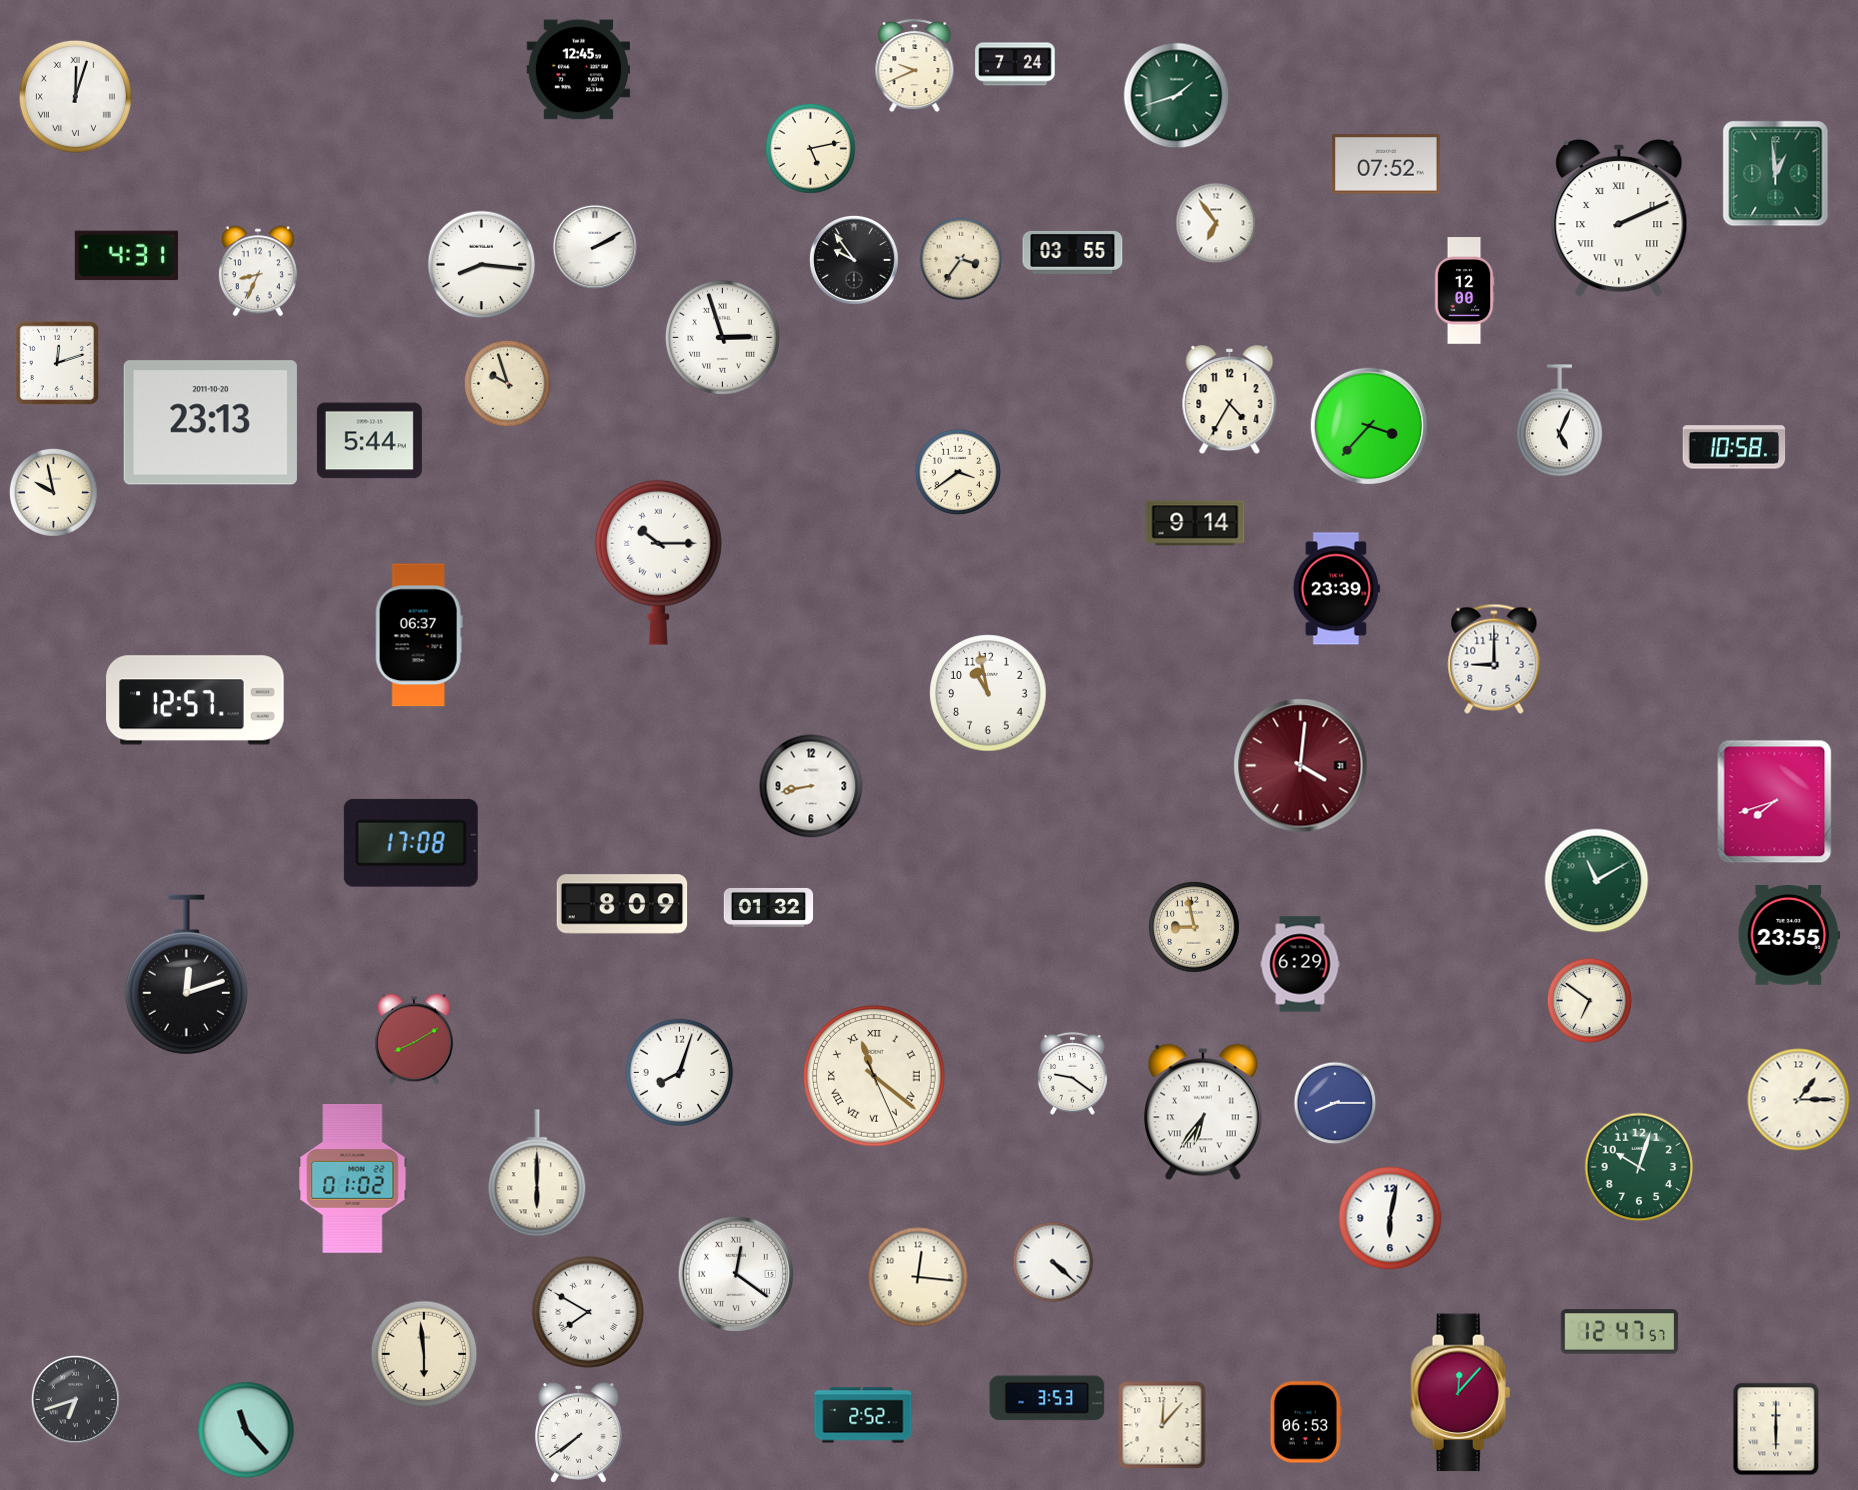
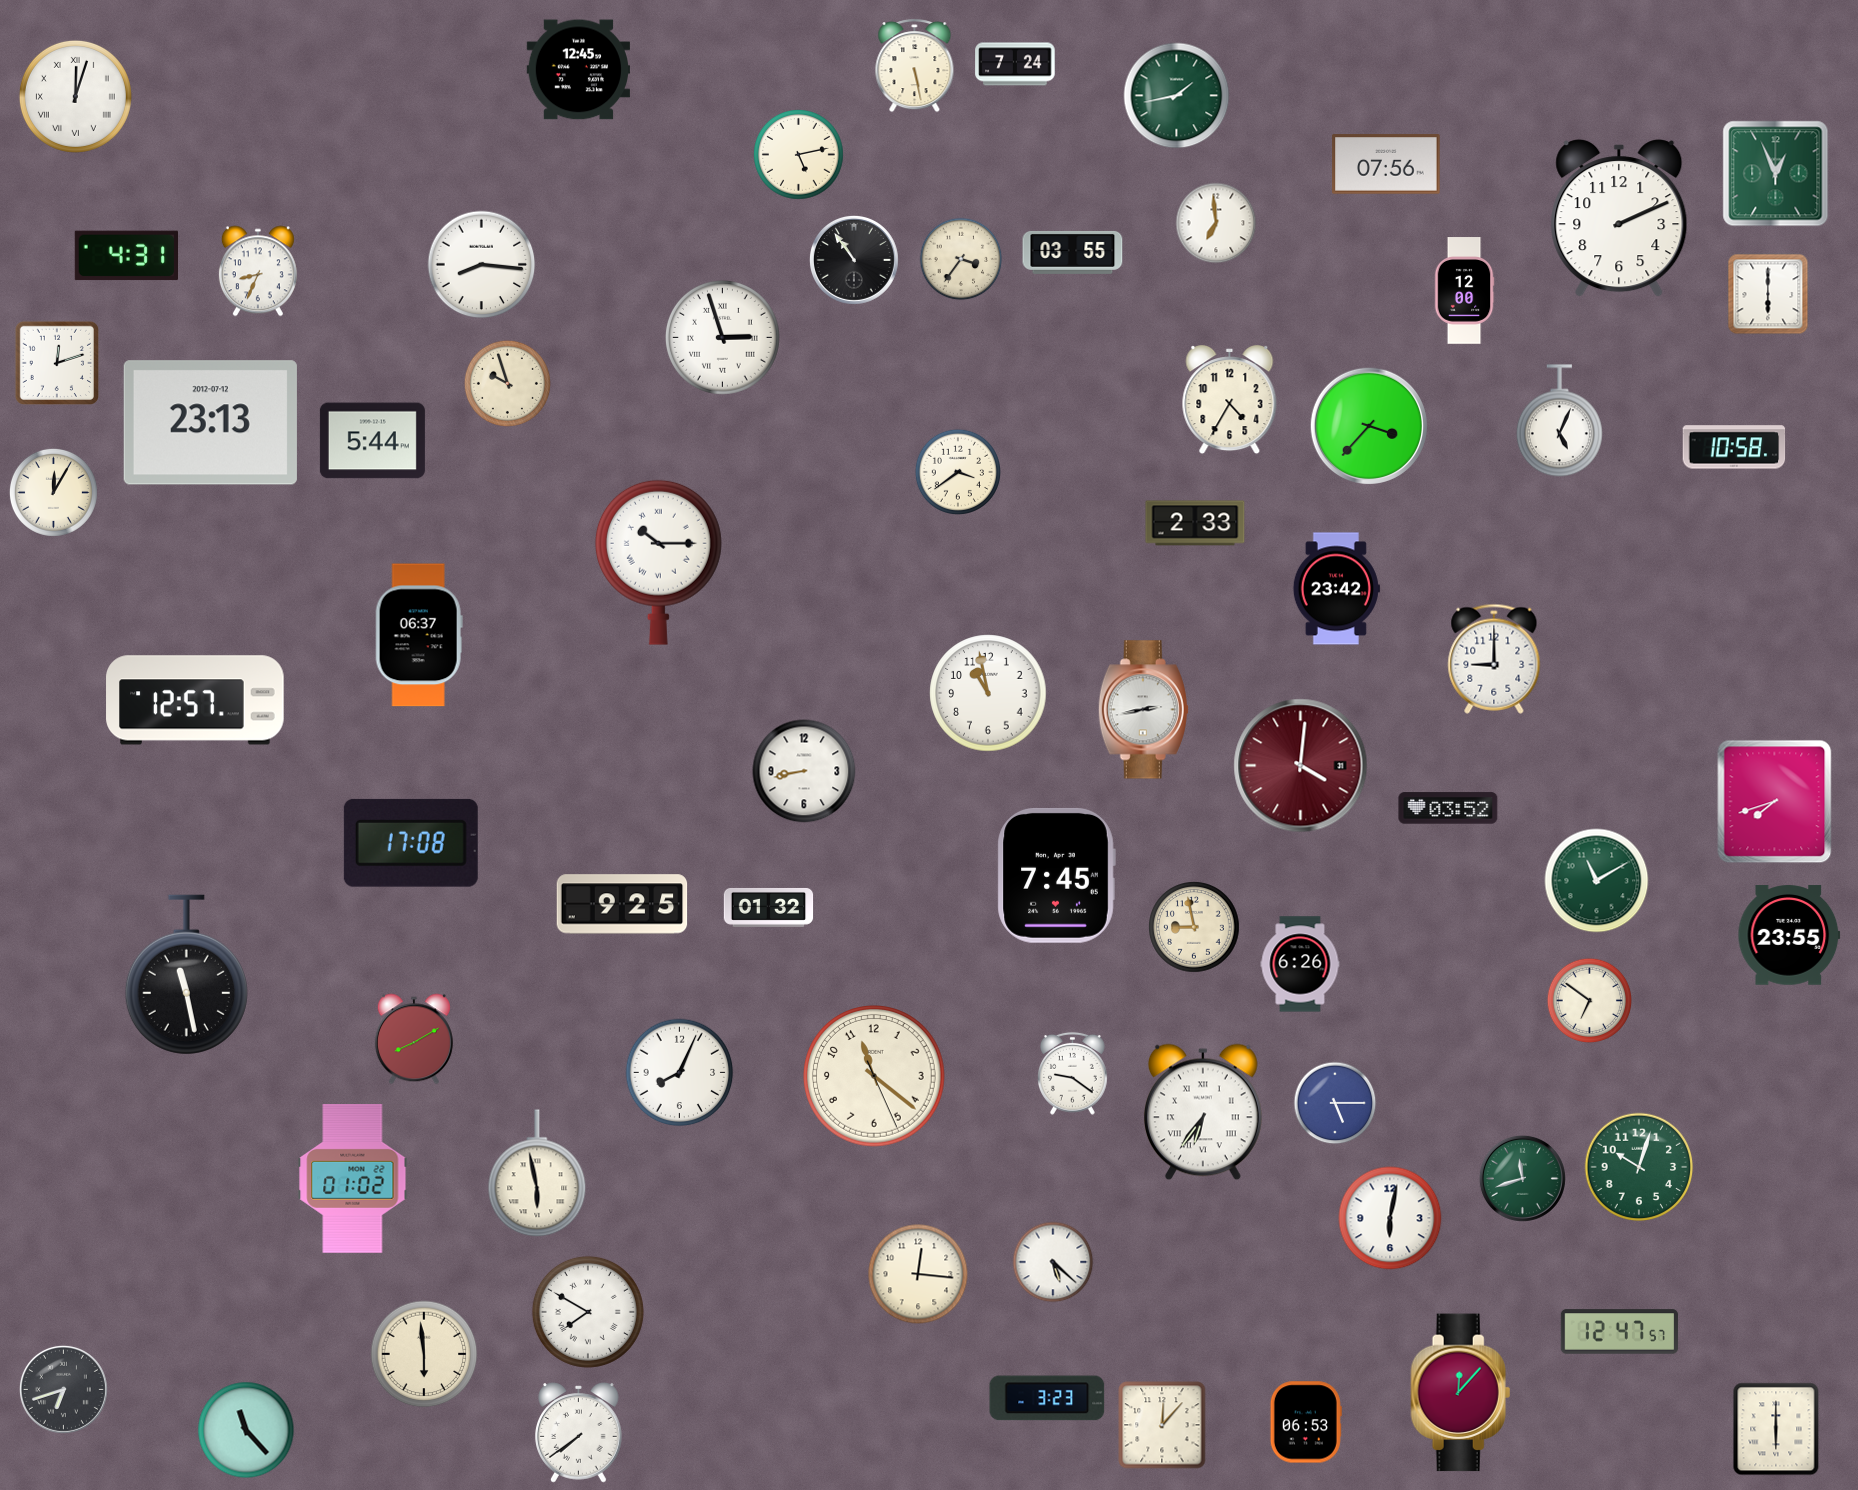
clock at (915, 66): 9:41 -> 5:28
clock at (1177, 96): 1:42 -> 1:43
clock at (811, 149) position: (811, 149) -> (799, 155)
clock at (1386, 164): 07:52 -> 07:56
clock at (1776, 174): 12:59 -> 12:56
clock at (1619, 218) numerals: Roman -> Arabic
clock at (1216, 223): 6:54 -> 6:59
clock at (594, 246): 2:10 -> none
clock at (854, 260): 9:54 -> 10:54
clock at (1768, 294): none -> 6:00
clock at (210, 423) date: 2011-10-20 -> 2012-07-12
clock at (369, 441) position: (369, 441) -> (372, 441)
clock at (53, 492): 9:58 -> 12:05
clock at (1195, 523): 9:14 -> 2:33
clock at (1336, 589): 23:39 -> 23:42
clock at (1143, 710): none -> 2:43
clock at (811, 786) position: (811, 786) -> (804, 771)
clock at (1448, 808): none -> 03:52
clock at (1056, 875): none -> 7:45
clock at (622, 904): 8:09 -> 9:25
clock at (1300, 964): 6:29 -> 6:26
clock at (186, 975): 12:12 -> 11:28
clock at (680, 1073): 8:03 -> 8:04
clock at (874, 1076) numerals: Roman -> Arabic
clock at (1799, 1100): 1:15 -> none
clock at (1335, 1103): 8:15 -> 5:15
clock at (537, 1174): 6:00 -> 5:58
clock at (1522, 1178): none -> 11:42
clock at (1053, 1262): 4:22 -> 5:22
clock at (736, 1274): 12:21 -> none
clock at (918, 1277) position: (918, 1277) -> (918, 1274)
clock at (1047, 1398): 3:53 -> 3:23
clock at (75, 1399) position: (75, 1399) -> (63, 1389)
clock at (863, 1415): 2:52 -> none
